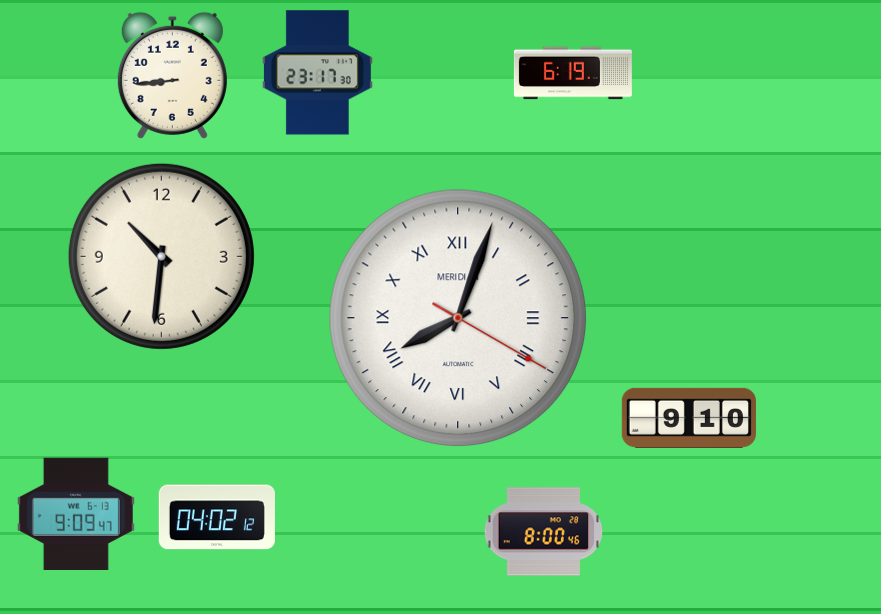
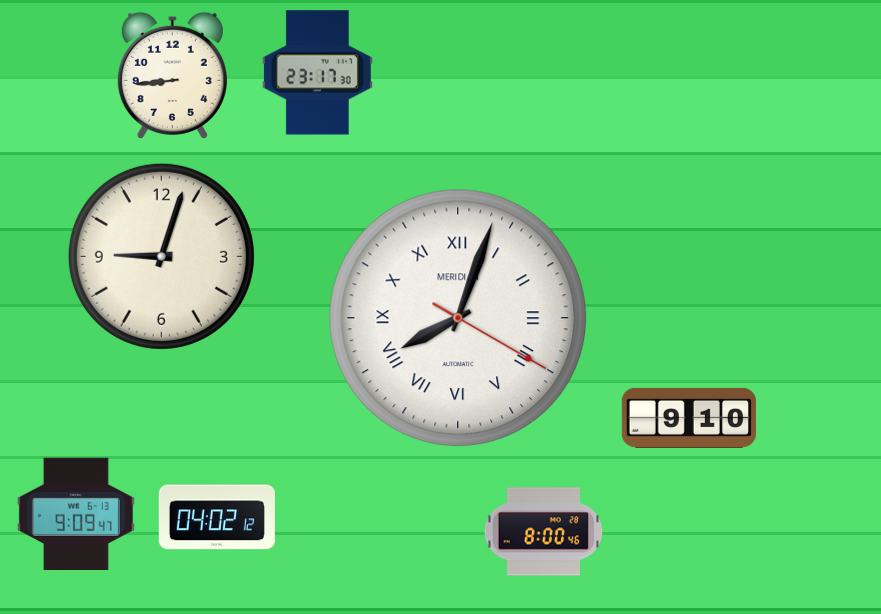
clock at (573, 73): 6:19 -> none
clock at (161, 256): 10:31 -> 9:03
